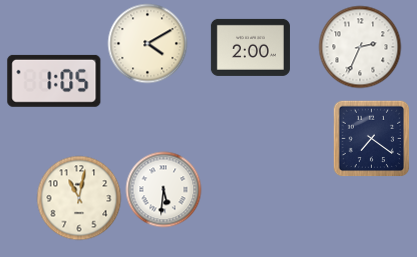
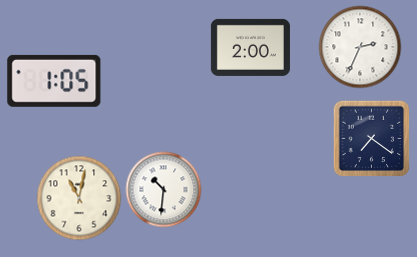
clock at (148, 44): 4:10 -> none
clock at (164, 190): 5:31 -> 10:31
